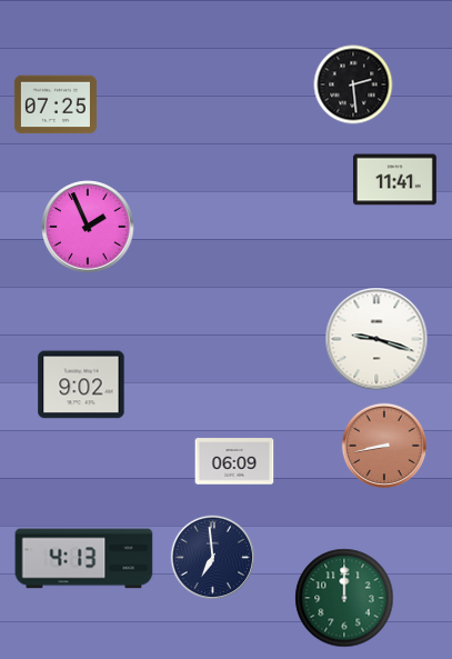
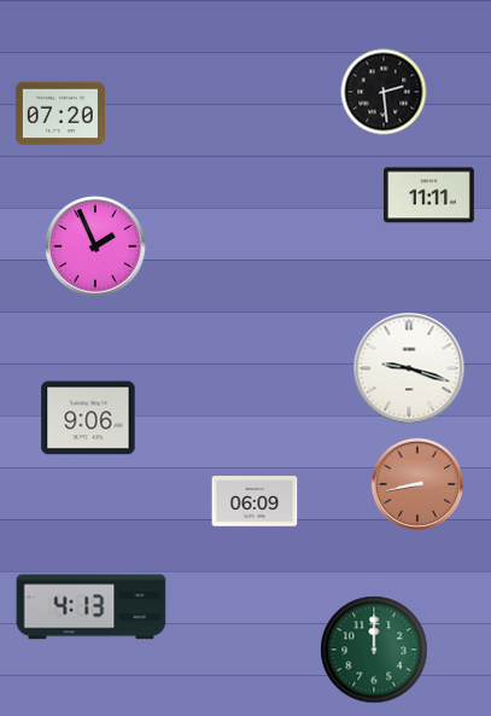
clock at (56, 104): 07:25 -> 07:20
clock at (394, 180): 11:41 -> 11:11
clock at (81, 385): 9:02 -> 9:06
clock at (213, 558): 6:59 -> none
